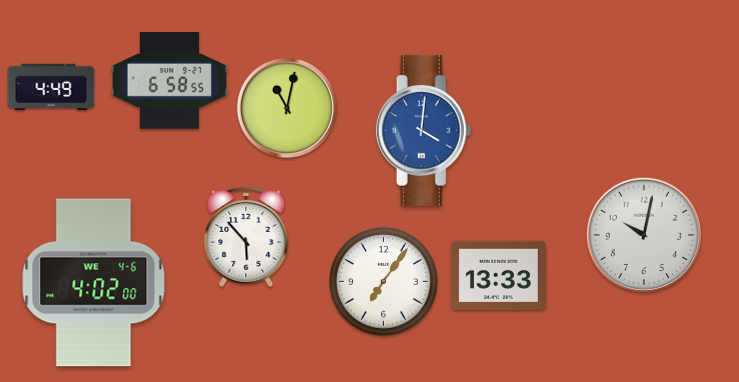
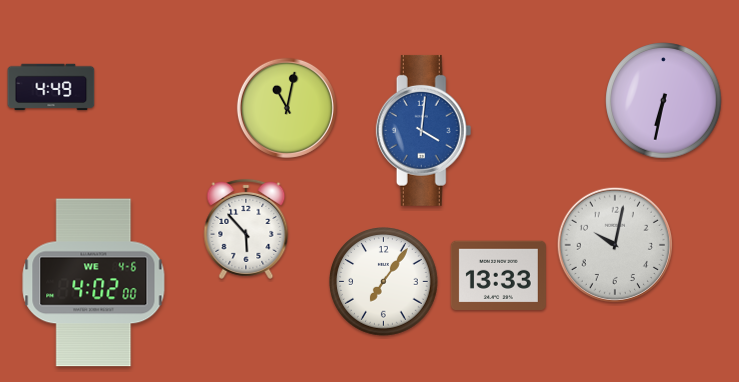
clock at (170, 81): 6:58 -> none
clock at (664, 101): none -> 6:32
clock at (643, 234) position: (643, 234) -> (614, 244)
clock at (246, 237) position: (246, 237) -> (246, 229)
